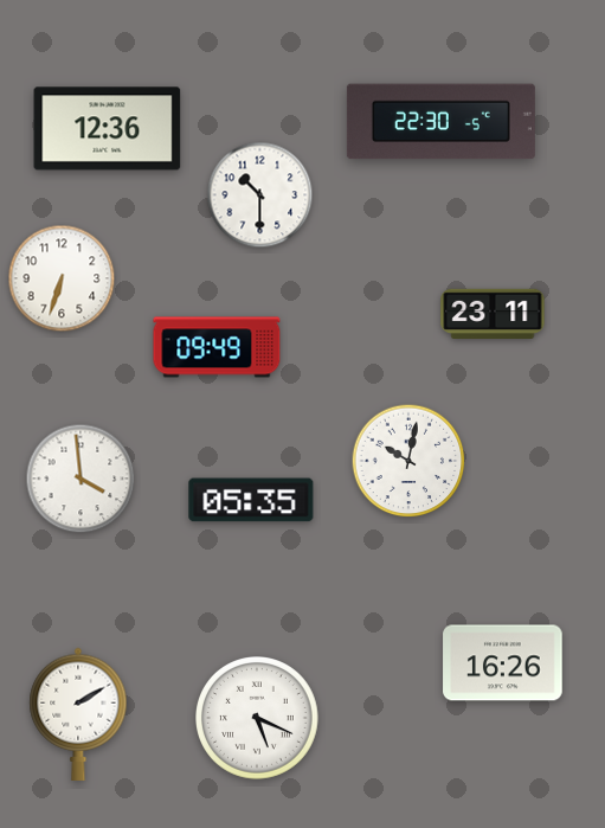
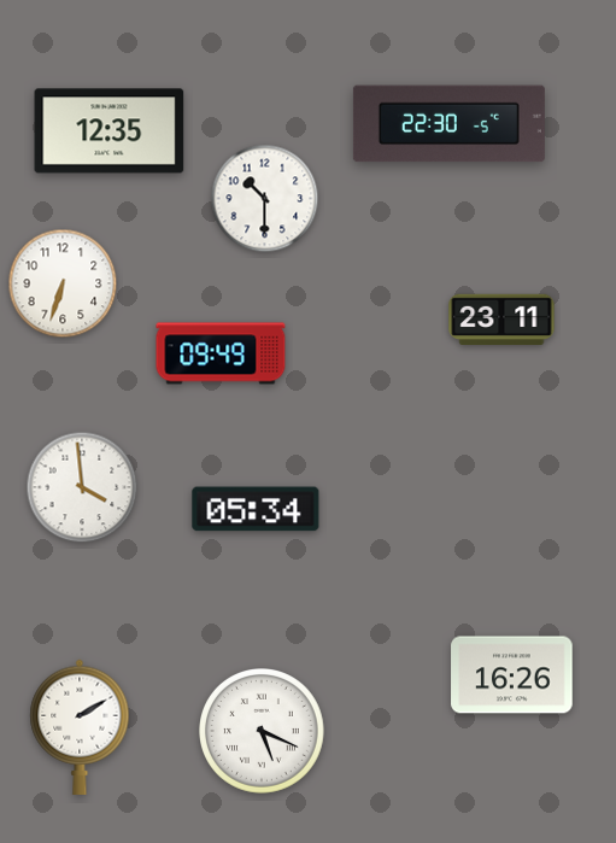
clock at (108, 129): 12:36 -> 12:35
clock at (408, 461): 10:02 -> none
clock at (251, 500): 05:35 -> 05:34
